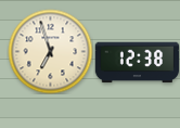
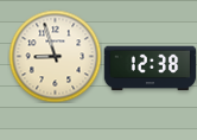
clock at (50, 51): 6:57 -> 8:57
